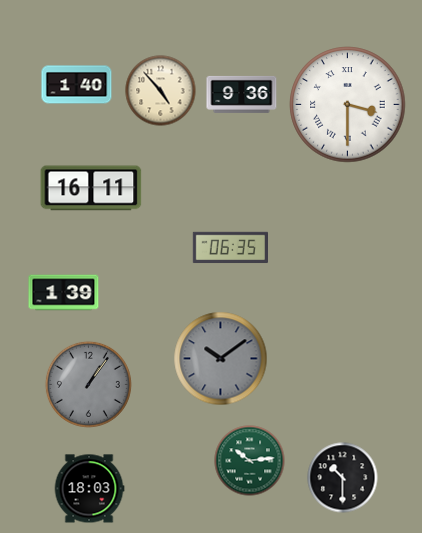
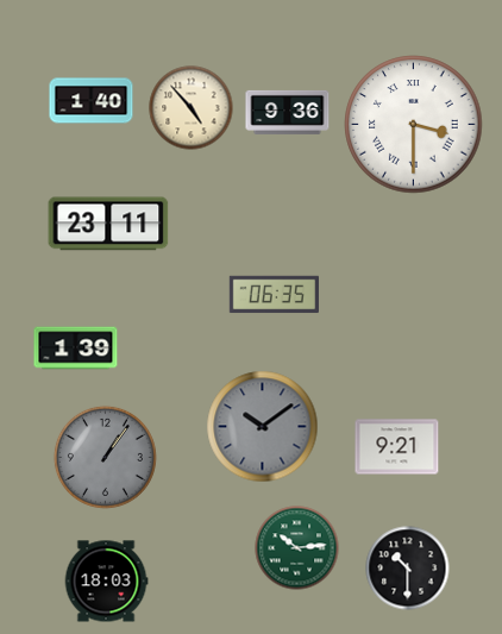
clock at (91, 188): 16:11 -> 23:11
clock at (397, 447): none -> 9:21
